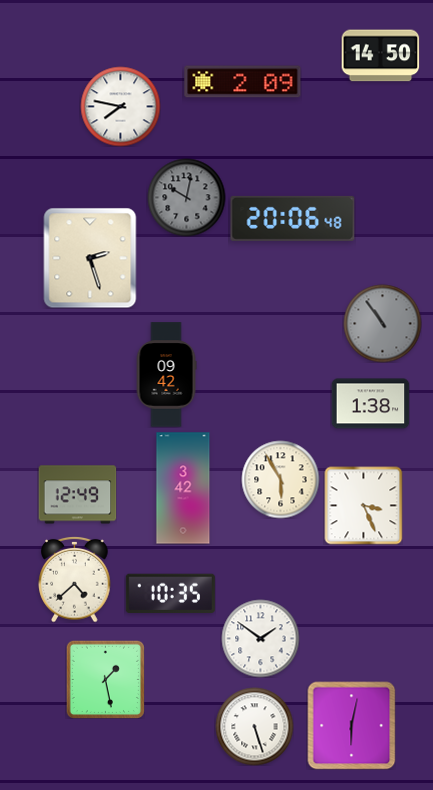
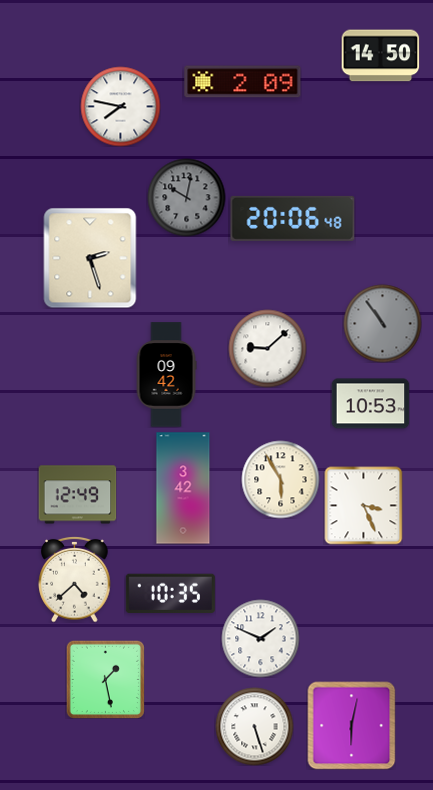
clock at (267, 348): none -> 9:08
clock at (370, 404): 1:38 -> 10:53
clock at (260, 638): 1:51 -> 1:49
